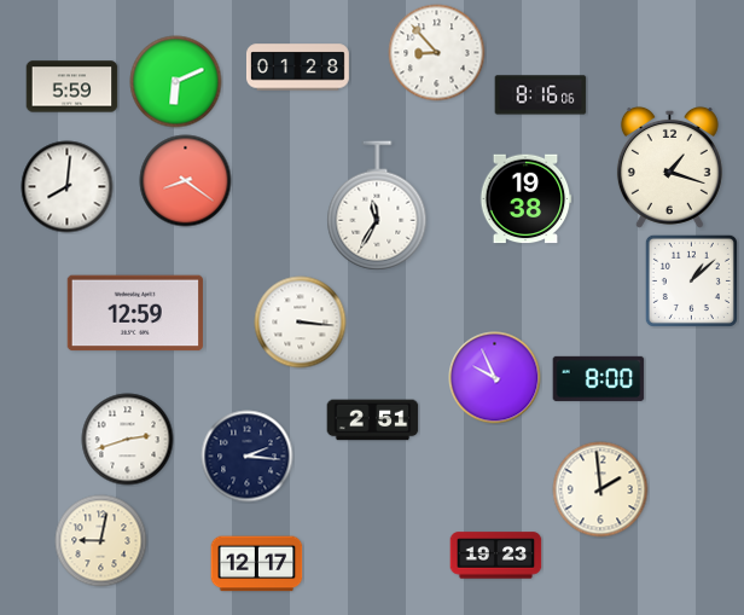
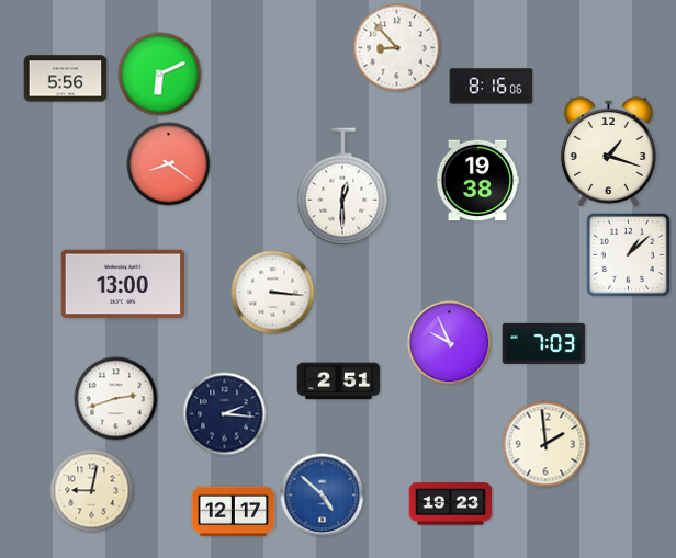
clock at (297, 68): 01:28 -> none
clock at (72, 87): 5:59 -> 5:56
clock at (68, 187): 8:01 -> none
clock at (377, 205): 11:35 -> 12:30
clock at (135, 313): 12:59 -> 13:00
clock at (599, 378): 8:00 -> 7:03
clock at (323, 496): none -> 4:52
